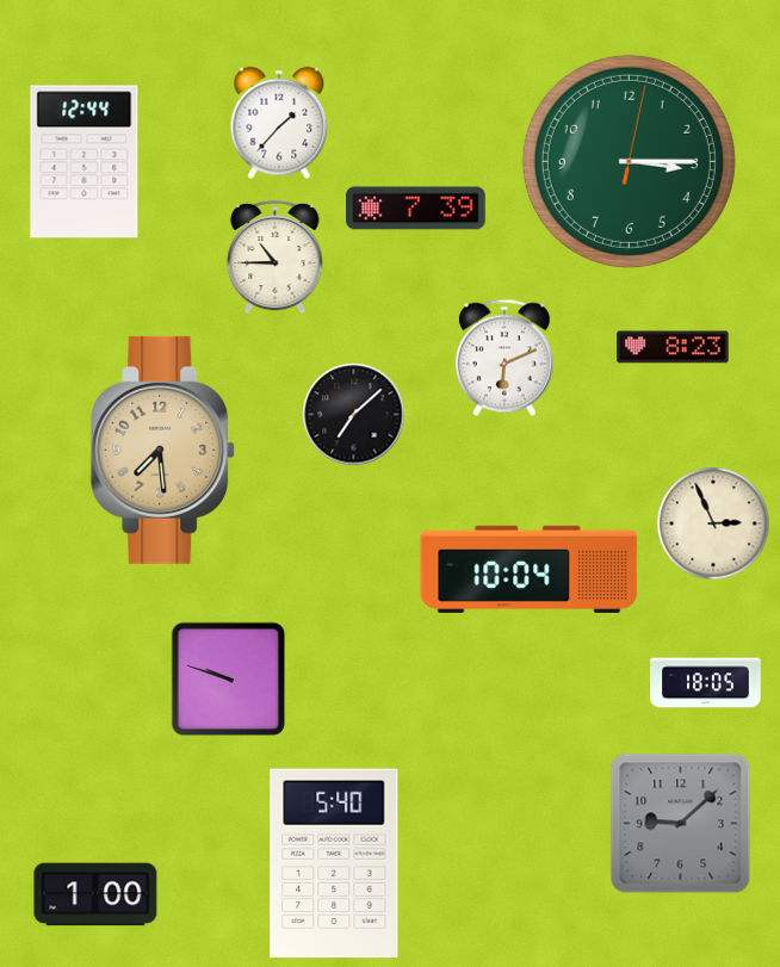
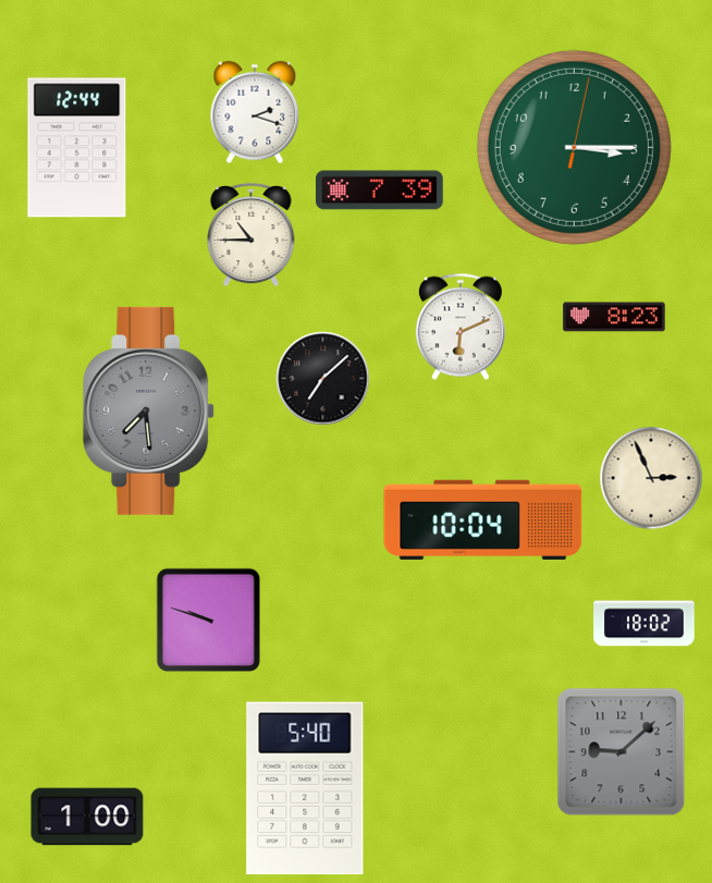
clock at (279, 123): 1:37 -> 2:18
clock at (163, 450) dial: champagne -> grey
clock at (706, 683): 18:05 -> 18:02
